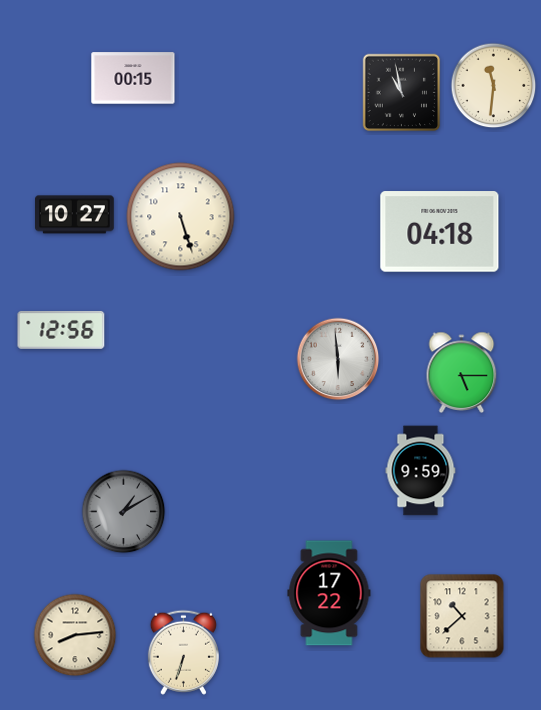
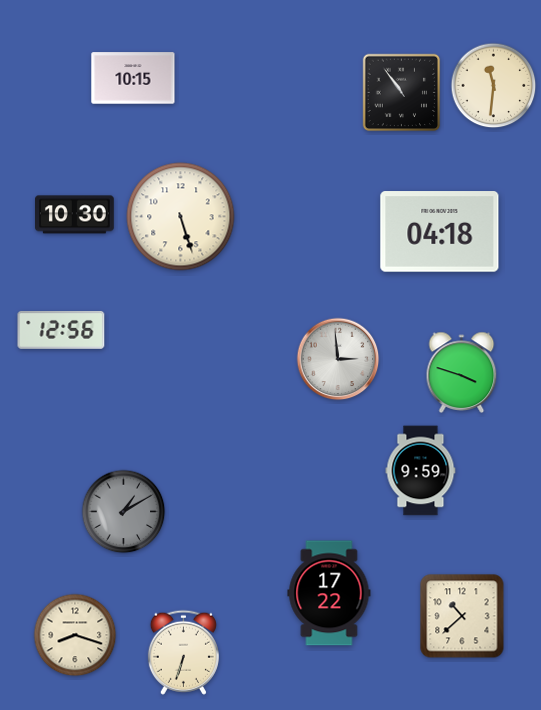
clock at (133, 78): 00:15 -> 10:15
clock at (402, 93): 10:58 -> 10:54
clock at (75, 215): 10:27 -> 10:30
clock at (338, 359): 5:59 -> 2:59
clock at (462, 372): 5:15 -> 3:48
clock at (75, 635): 8:14 -> 8:18
